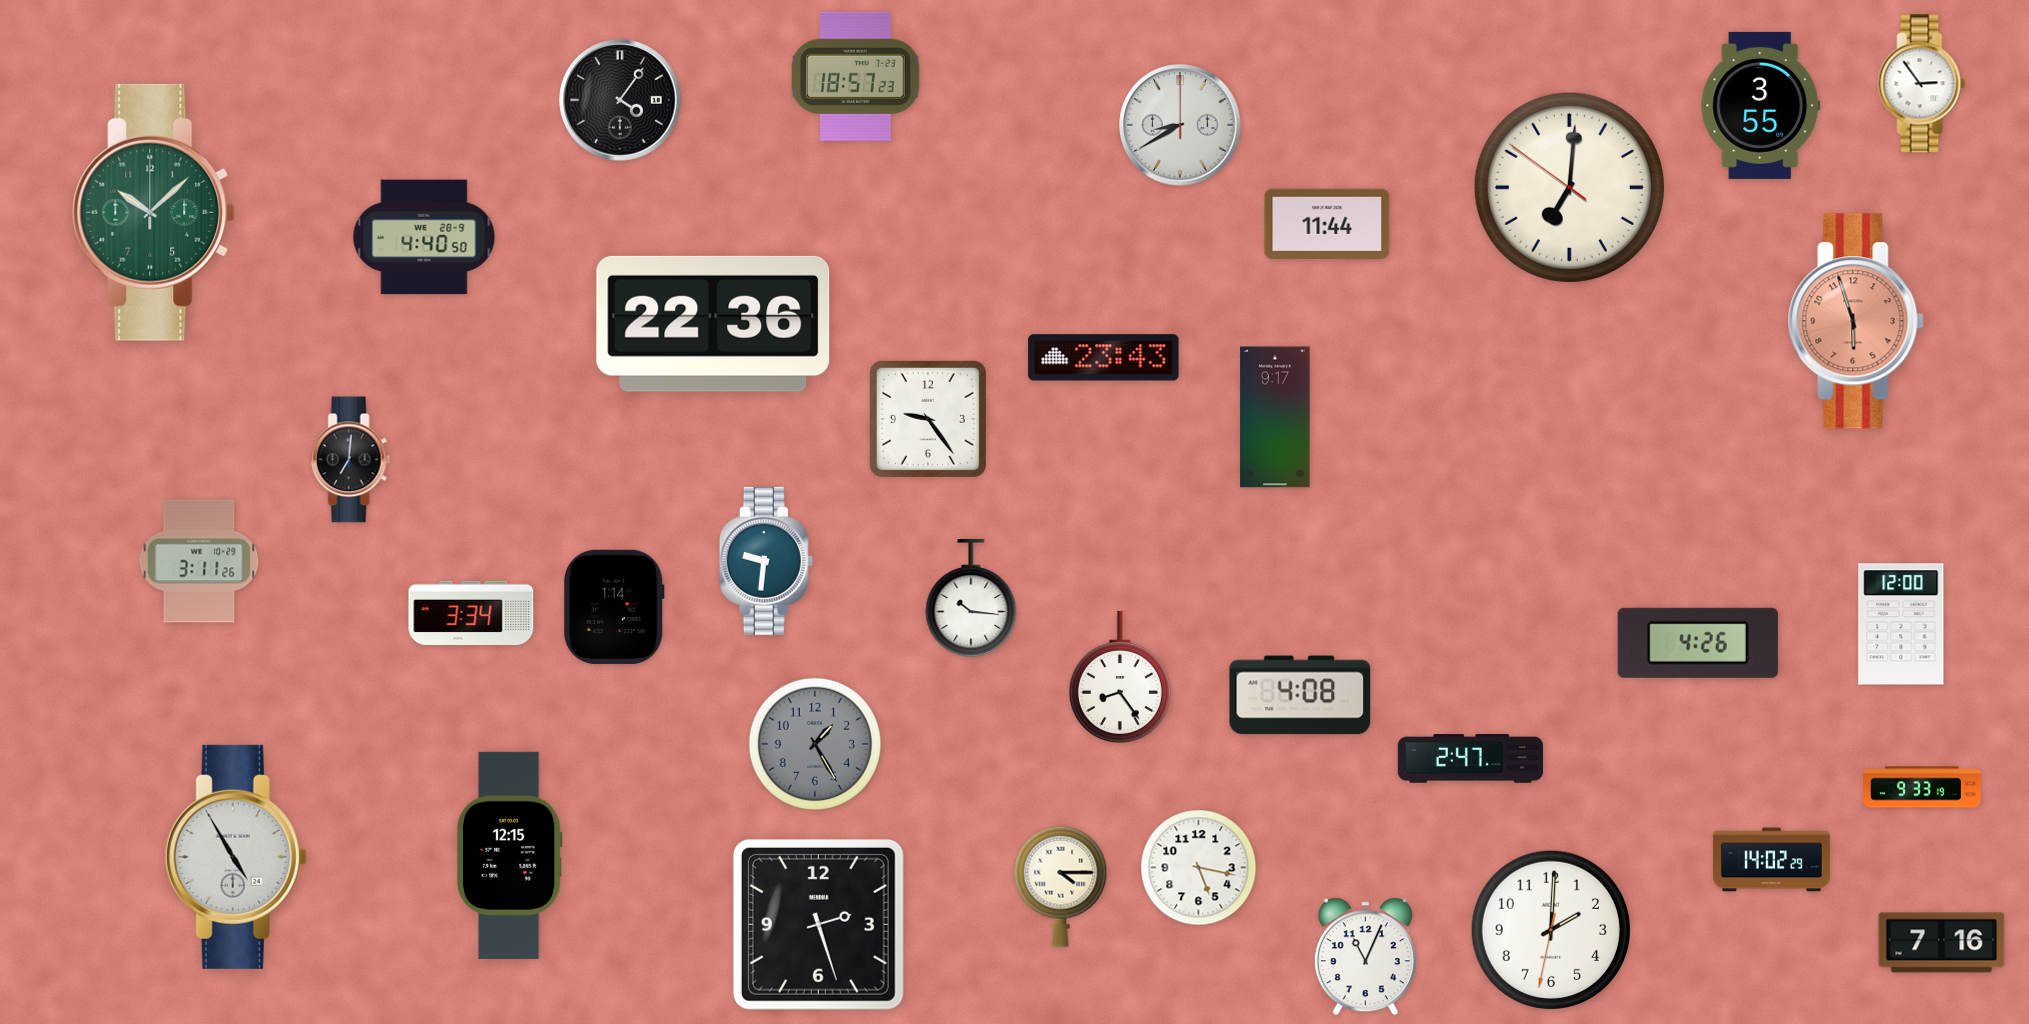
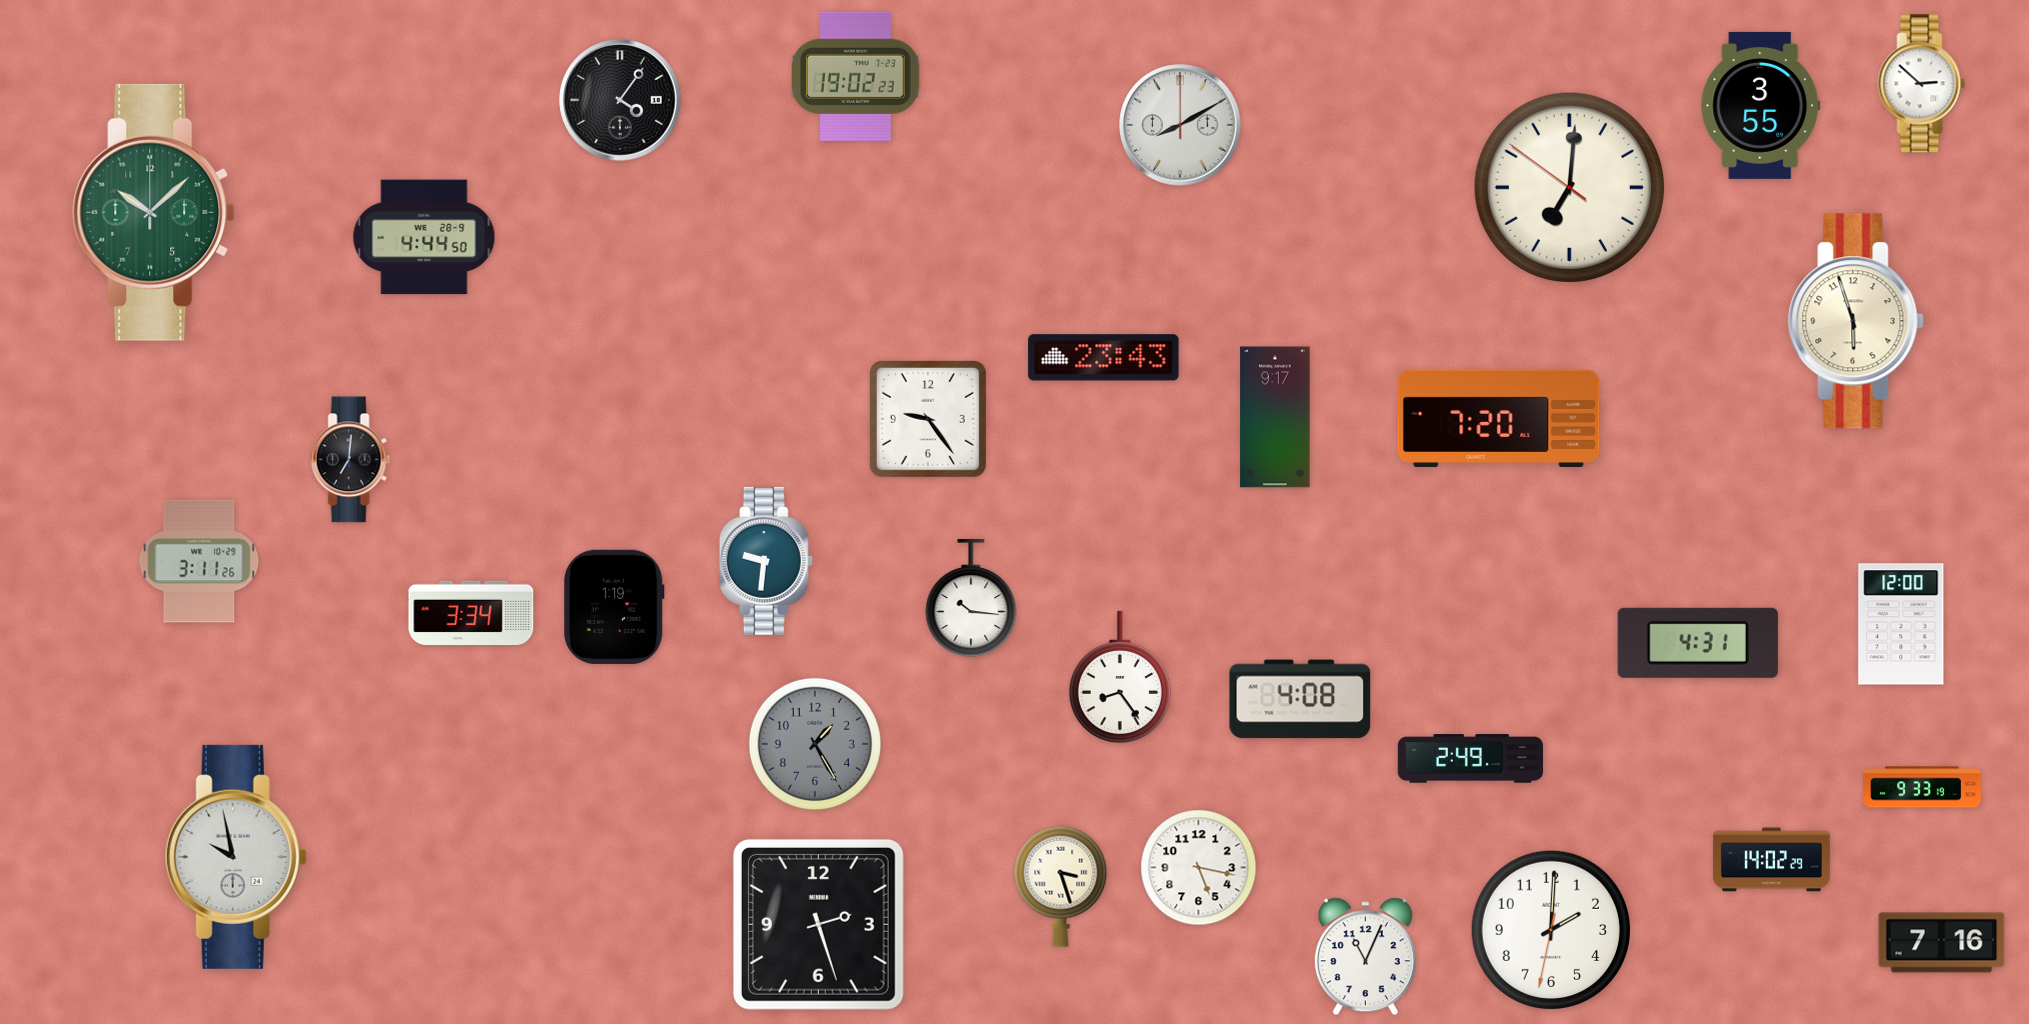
clock at (856, 76): 18:57 -> 19:02
clock at (1922, 84): 2:54 -> 2:52
clock at (1180, 125): 8:40 -> 8:10
clock at (1327, 223): 11:44 -> none
clock at (424, 237): 4:40 -> 4:44
clock at (1856, 321) dial: salmon -> cream
clock at (713, 324): 22:36 -> none
clock at (1499, 418): none -> 7:20
clock at (614, 607): 1:14 -> 1:19
clock at (1698, 643): 4:26 -> 4:31
clock at (1300, 695) position: (1300, 695) -> (1300, 699)
clock at (1470, 759): 2:47 -> 2:49
clock at (509, 855): 12:15 -> none
clock at (236, 857): 4:55 -> 9:58
clock at (1061, 886): 4:15 -> 3:27
